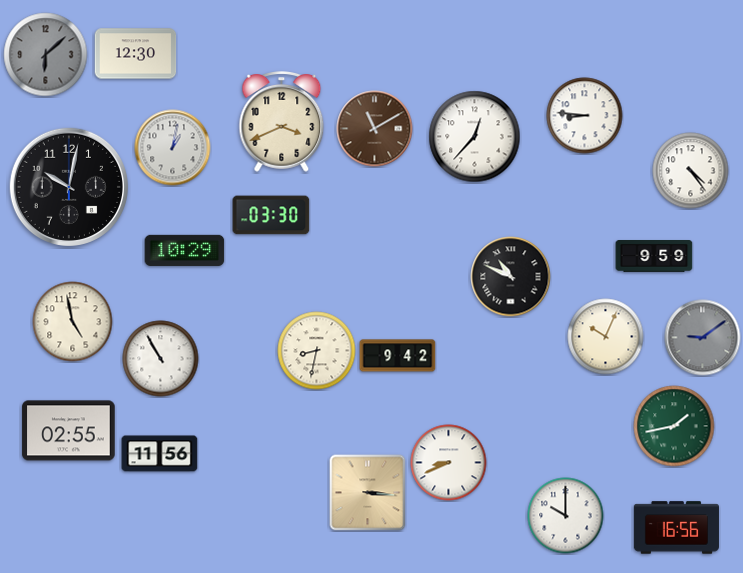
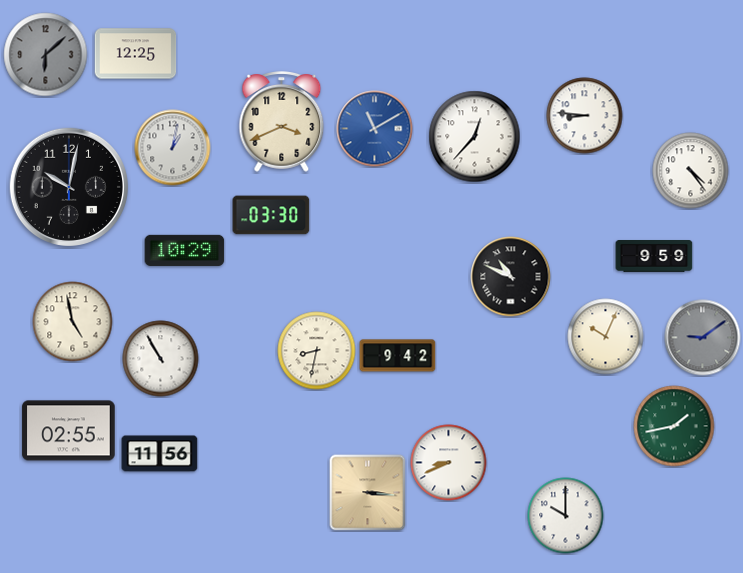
clock at (136, 54): 12:30 -> 12:25
clock at (375, 129) dial: brown -> blue
clock at (676, 528): 16:56 -> none
